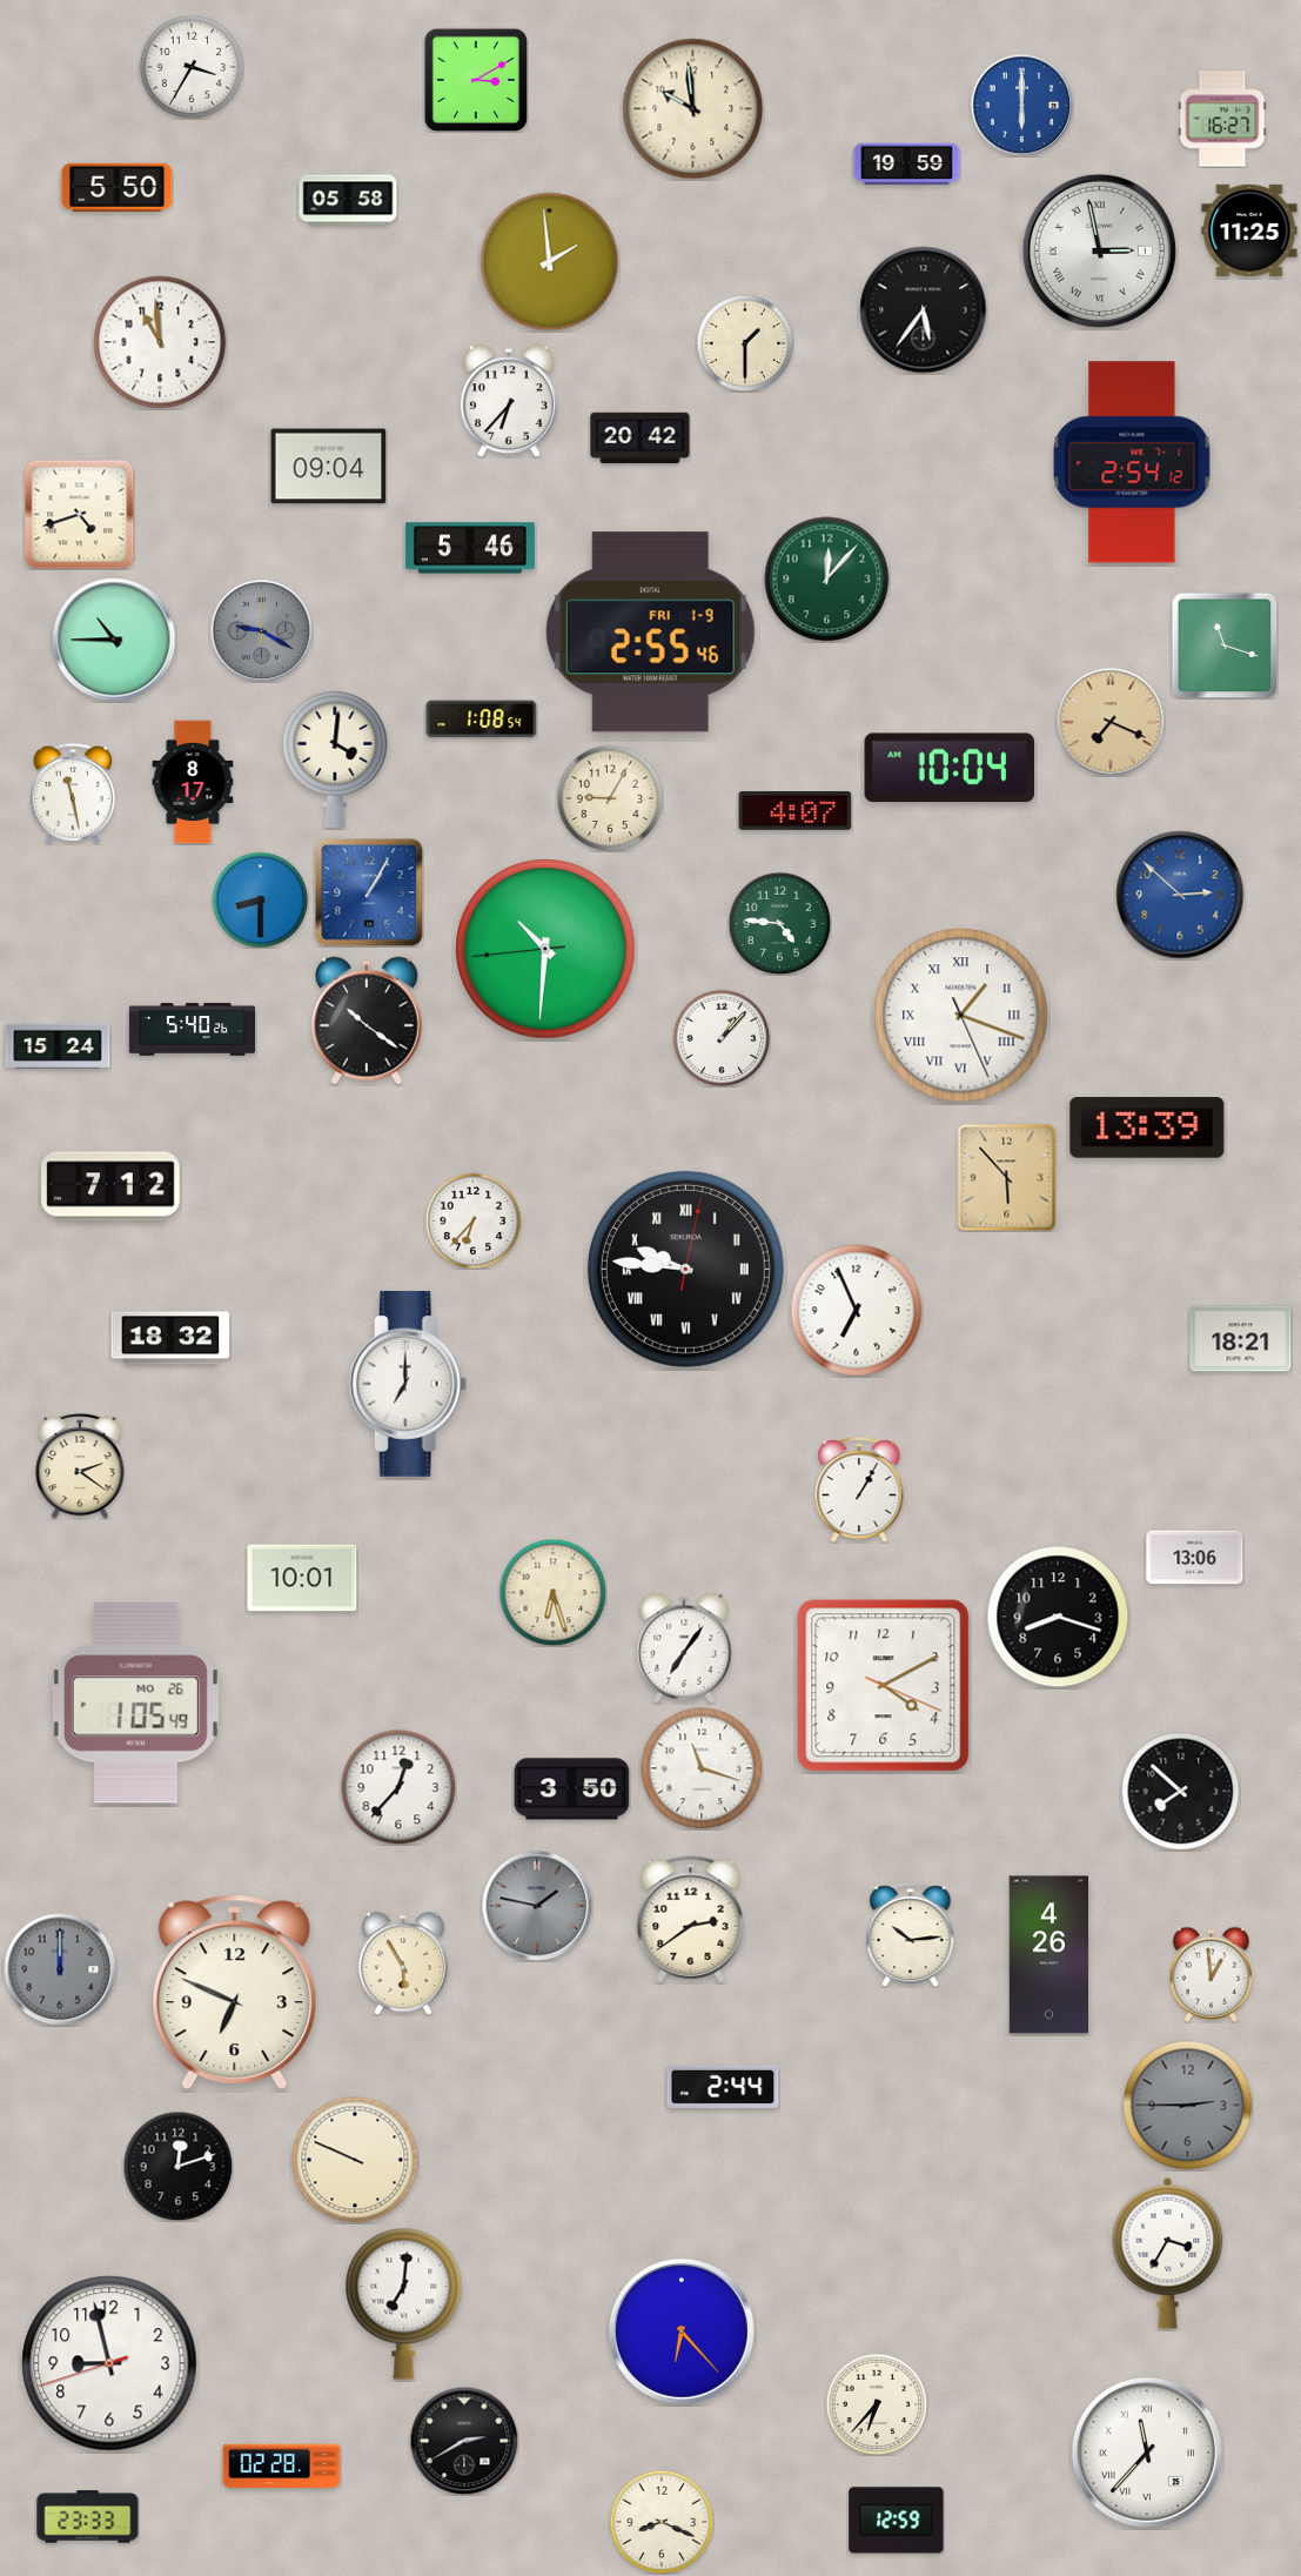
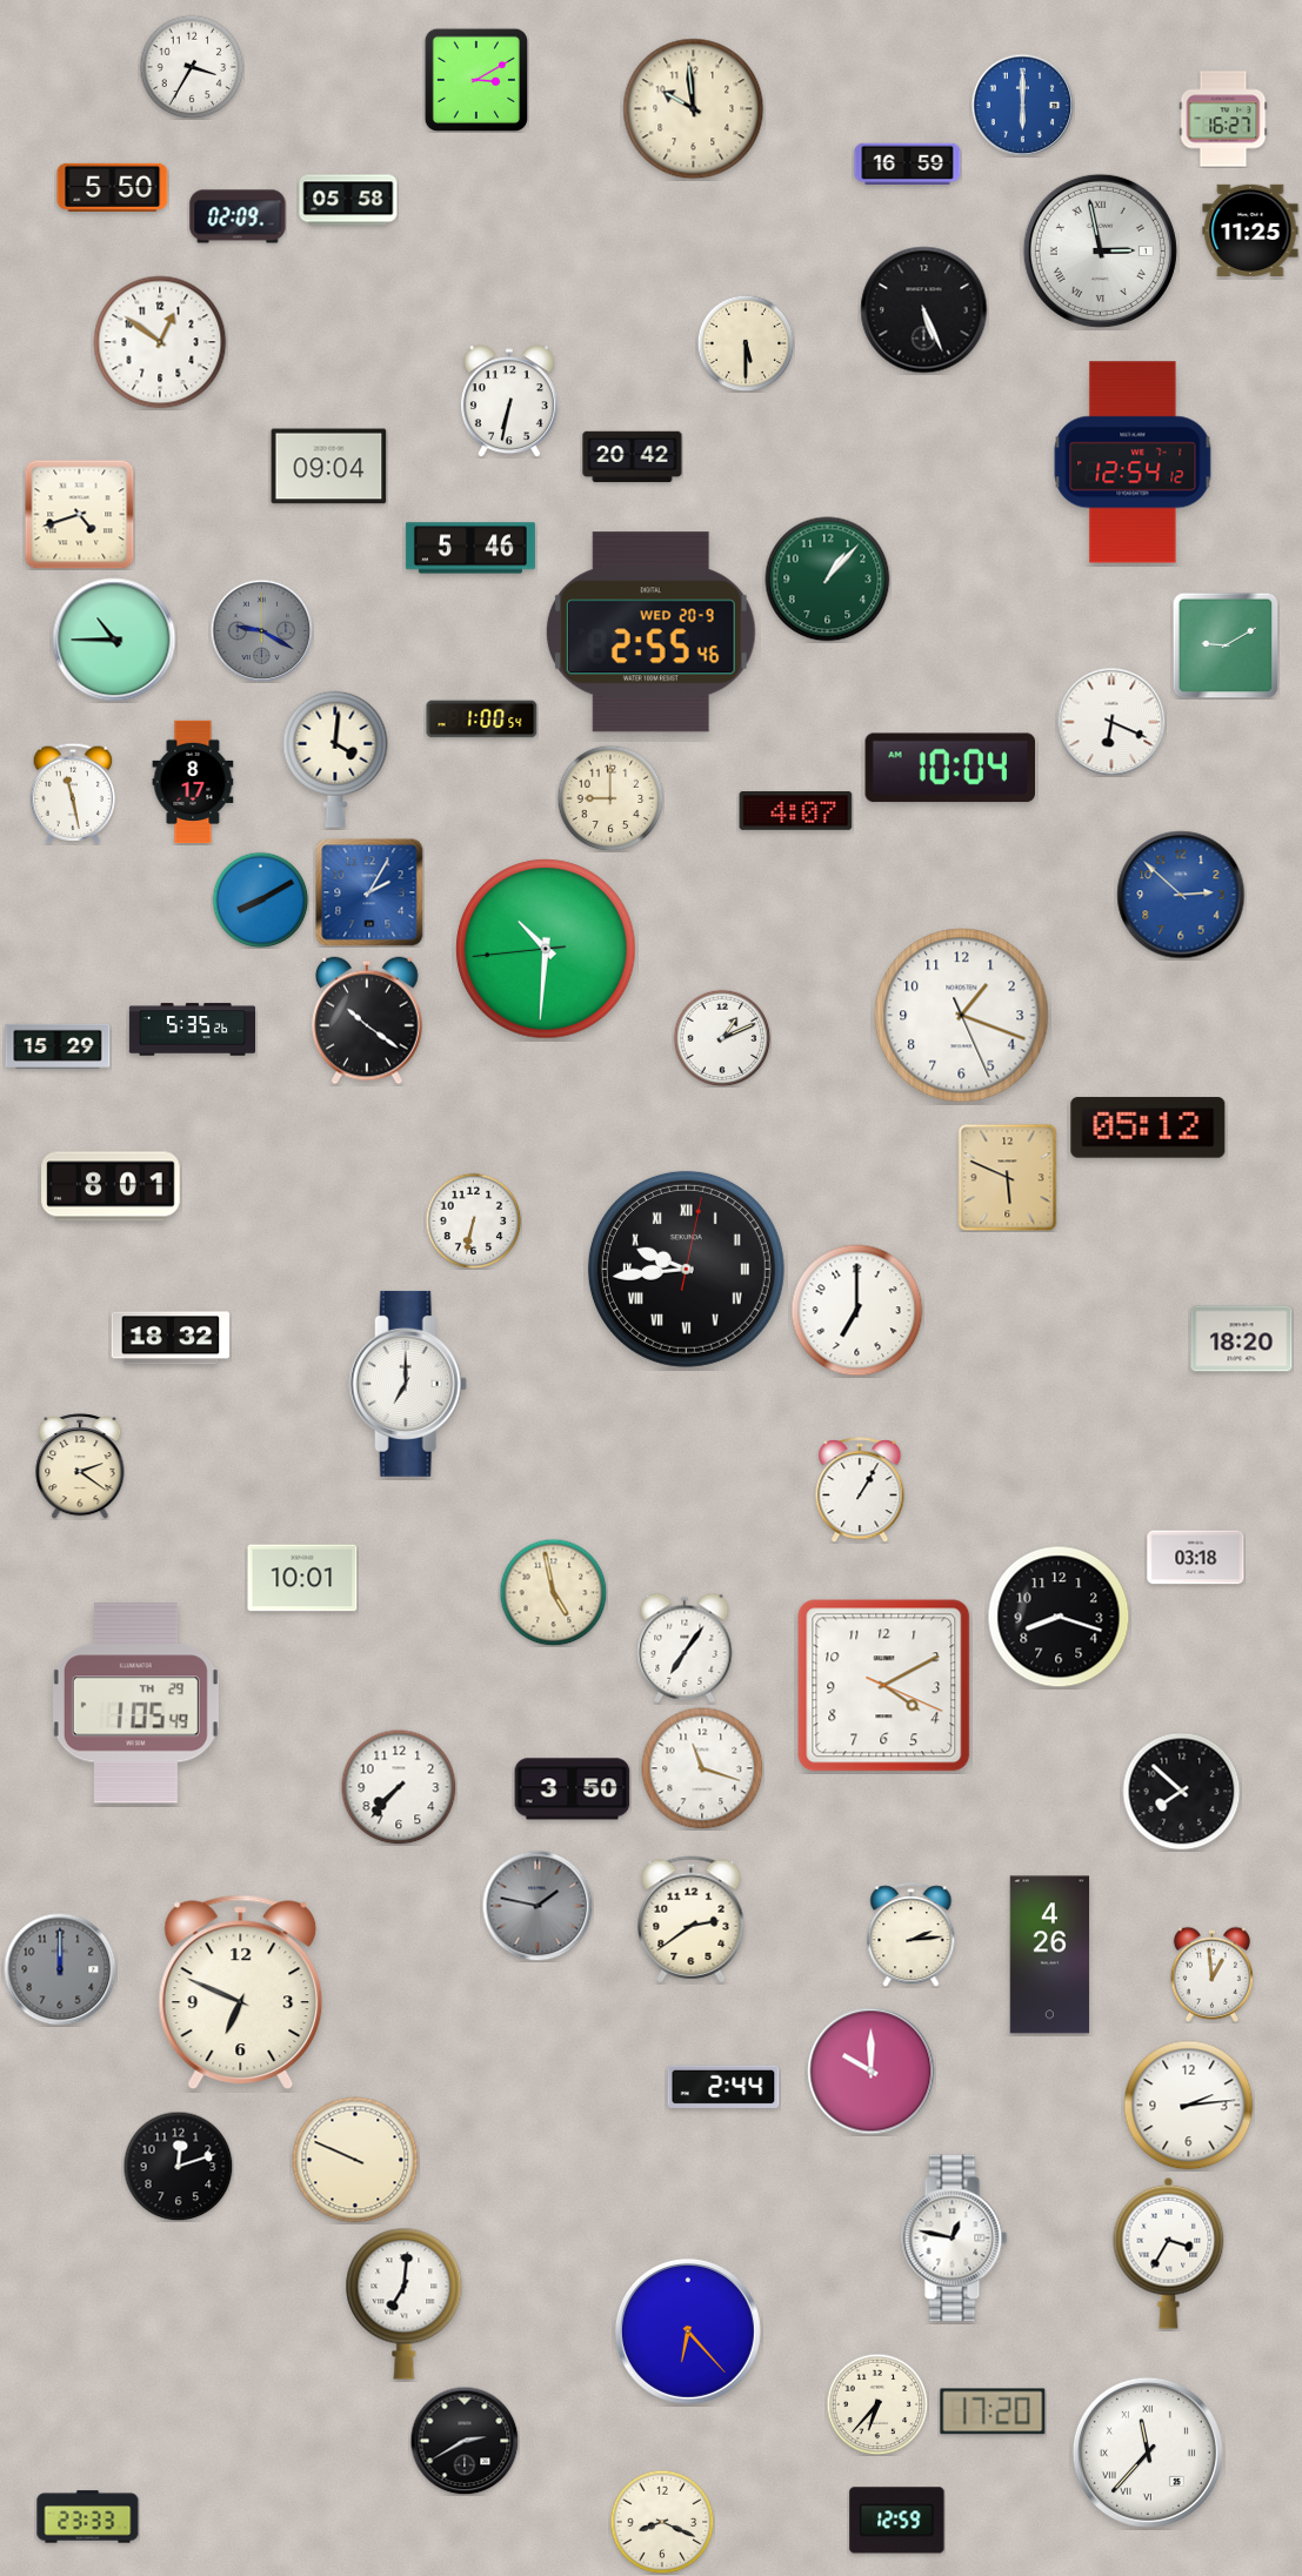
clock at (907, 165): 19:59 -> 16:59
clock at (118, 187) position: (118, 187) -> (113, 187)
clock at (238, 216): none -> 02:09
clock at (550, 262): 1:59 -> none
clock at (924, 310): 5:36 -> 5:26
clock at (160, 342): 10:59 -> 12:51
clock at (745, 343): 1:30 -> 5:30
clock at (509, 401): 6:37 -> 6:32
clock at (641, 439) position: (641, 439) -> (633, 457)
clock at (1132, 462): 2:54 -> 12:54
clock at (827, 580): 12:07 -> 1:07
clock at (650, 633) date: FRI 1-9 -> WED 20-9
clock at (1225, 645): 11:18 -> 9:10
clock at (482, 720): 1:08 -> 1:00
clock at (1111, 722): 7:19 -> 6:19
clock at (1111, 722) dial: champagne -> white
clock at (610, 798): 9:05 -> 9:00
clock at (369, 892): 1:05 -> 2:05
clock at (260, 899): 8:30 -> 8:10
clock at (779, 923): 4:46 -> none
clock at (961, 1016) numerals: Roman -> Arabic
clock at (192, 1030): 5:40 -> 5:35
clock at (722, 1038): 1:07 -> 1:11
clock at (58, 1046): 15:24 -> 15:29
clock at (1147, 1128): 13:39 -> 05:12
clock at (1007, 1178): 5:53 -> 5:49
clock at (110, 1186): 7:12 -> 8:01
clock at (472, 1220): 6:37 -> 6:32
clock at (685, 1269): 9:46 -> 9:44
clock at (857, 1311): 6:56 -> 7:00
clock at (1241, 1339): 18:21 -> 18:20
clock at (1195, 1558): 13:06 -> 03:18
clock at (552, 1592): 6:27 -> 4:58
clock at (135, 1704) date: MO 26 -> TH 29
clock at (398, 1787): 12:37 -> 7:37
clock at (911, 1935): 10:14 -> 2:14
clock at (403, 1963): 5:55 -> none
clock at (235, 1992) position: (235, 1992) -> (241, 1992)
clock at (872, 2072): none -> 10:00
clock at (1188, 2106): 2:45 -> 2:14
clock at (1188, 2106) dial: grey -> white
clock at (955, 2239): none -> 12:47
clock at (682, 2331) position: (682, 2331) -> (688, 2331)
clock at (109, 2363): 8:57 -> none
clock at (993, 2411): none -> 17:20
clock at (282, 2465): 02:28 -> none
